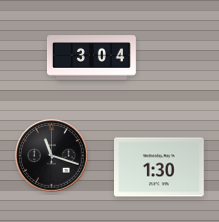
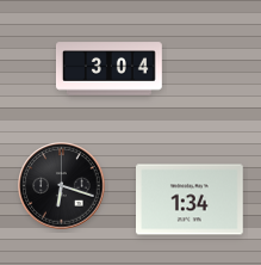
clock at (52, 156): 11:18 -> 6:18
clock at (160, 167): 1:30 -> 1:34
